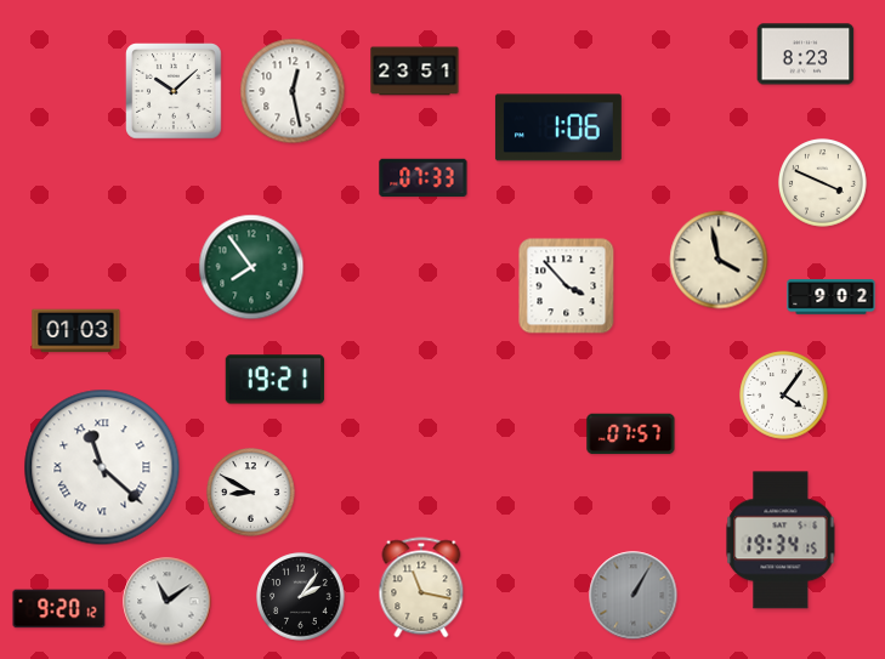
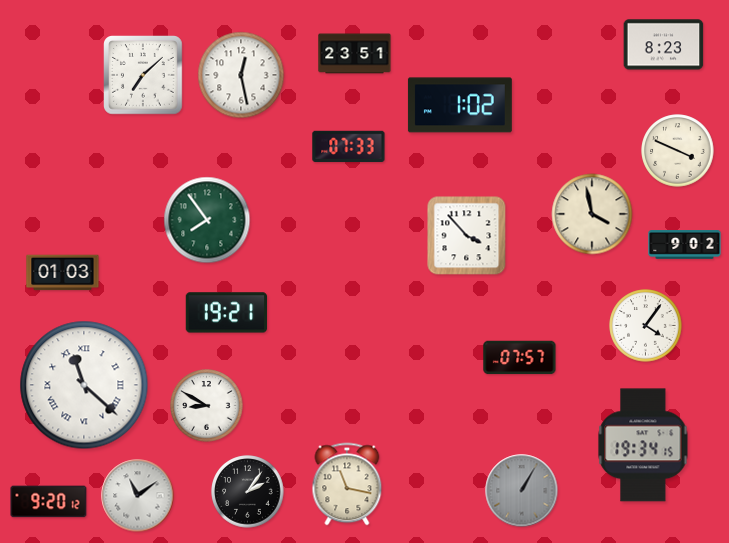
clock at (415, 72) position: (415, 72) -> (355, 54)
clock at (174, 91): 10:08 -> 7:08
clock at (558, 127): 1:06 -> 1:02
